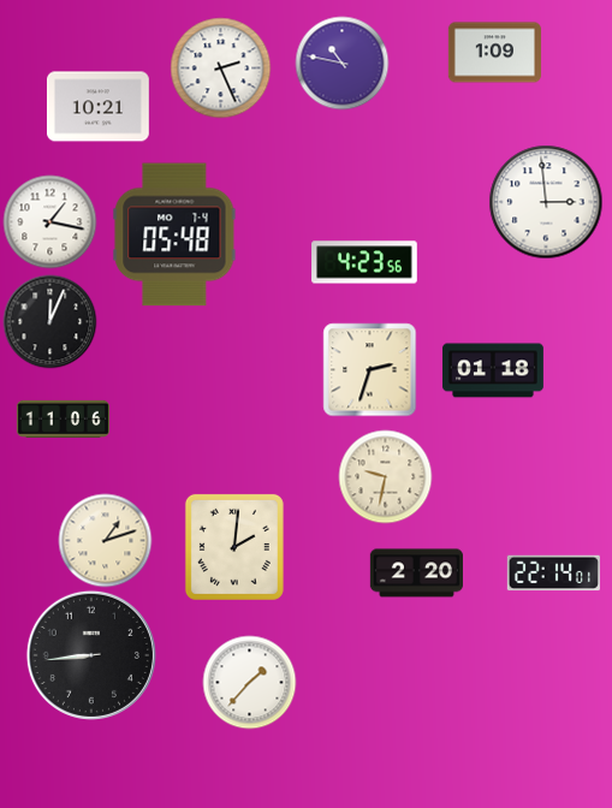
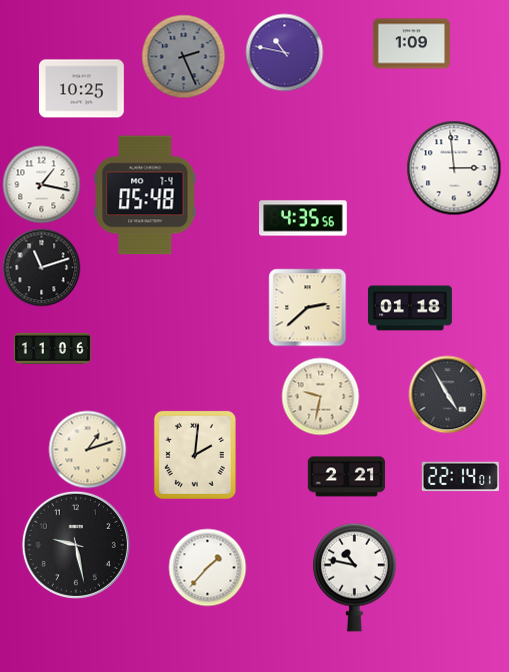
clock at (220, 67) dial: white -> grey
clock at (97, 107): 10:21 -> 10:25
clock at (364, 262): 4:23 -> 4:35
clock at (49, 321): 12:04 -> 11:12
clock at (369, 369): 2:33 -> 2:38
clock at (447, 394): none -> 4:55
clock at (416, 574): 2:20 -> 2:21
clock at (91, 655): 8:44 -> 9:28
clock at (355, 577): none -> 10:47
